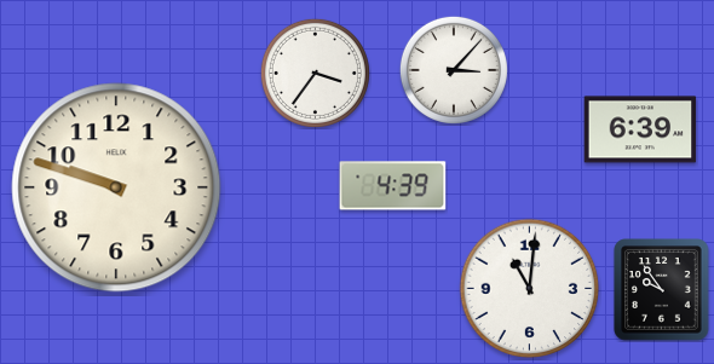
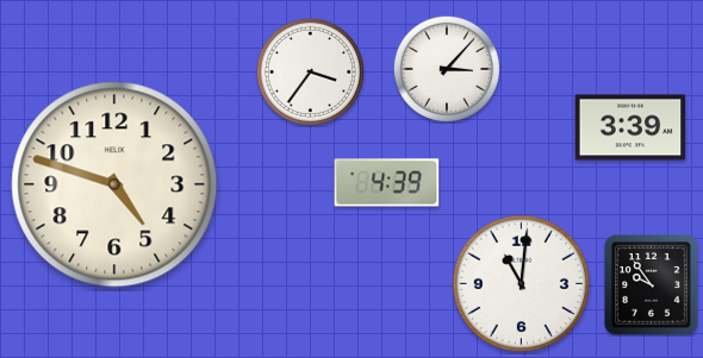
clock at (640, 129): 6:39 -> 3:39
clock at (116, 187): 9:48 -> 4:48
